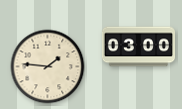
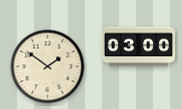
clock at (48, 67): 1:46 -> 1:51
